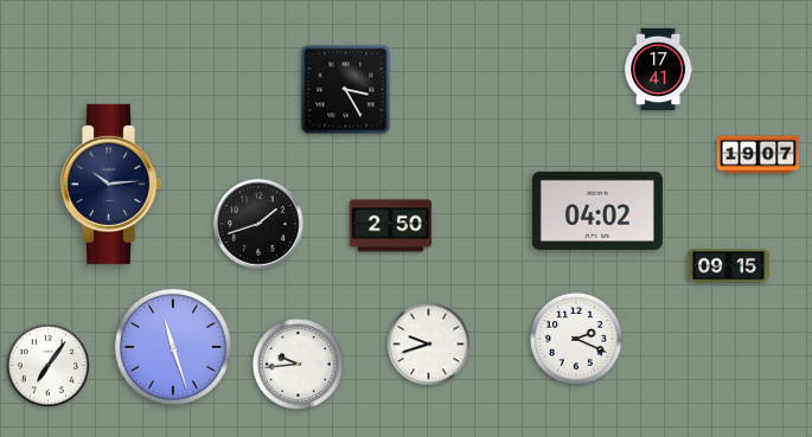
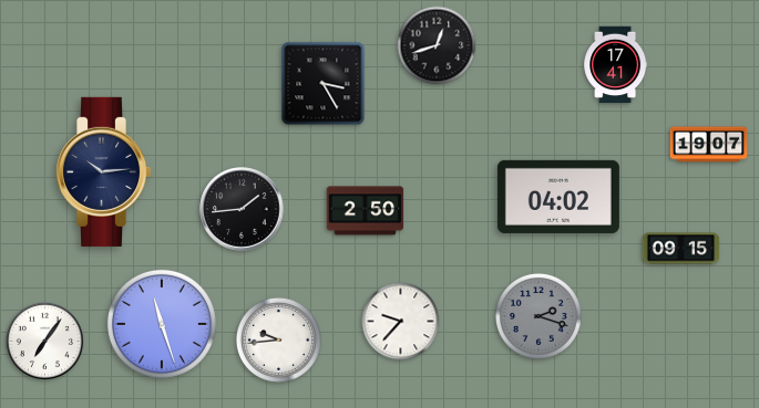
clock at (437, 45): none -> 12:42
clock at (258, 224): 1:42 -> 1:44
clock at (576, 339): 2:19 -> 2:18
clock at (576, 339) dial: white -> grey
clock at (429, 345): 9:42 -> 9:37
